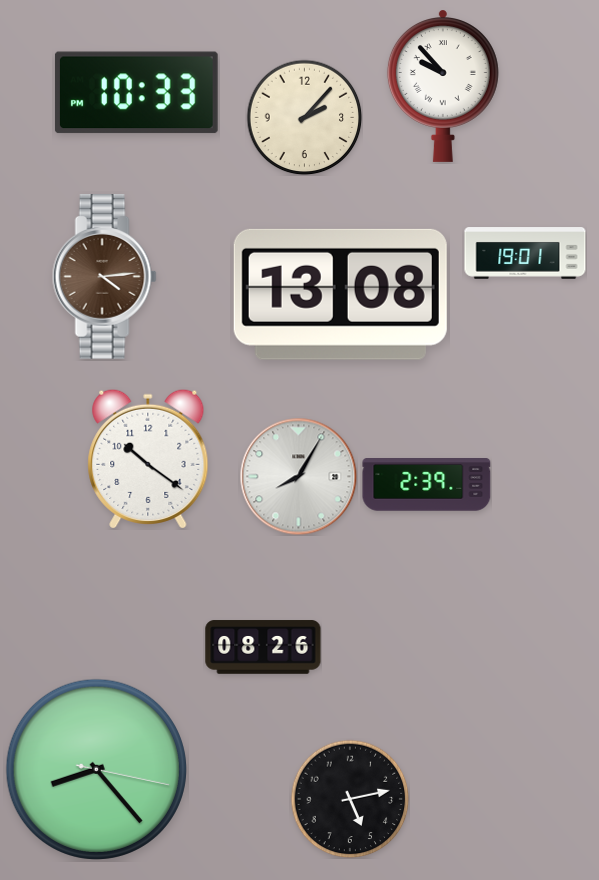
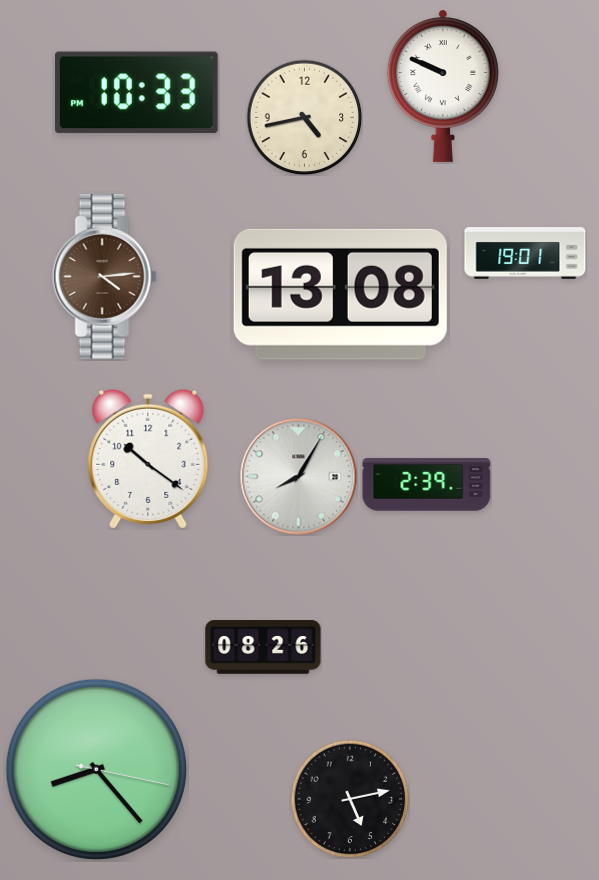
clock at (443, 86): 9:53 -> 9:49
clock at (304, 117): 2:07 -> 4:43
